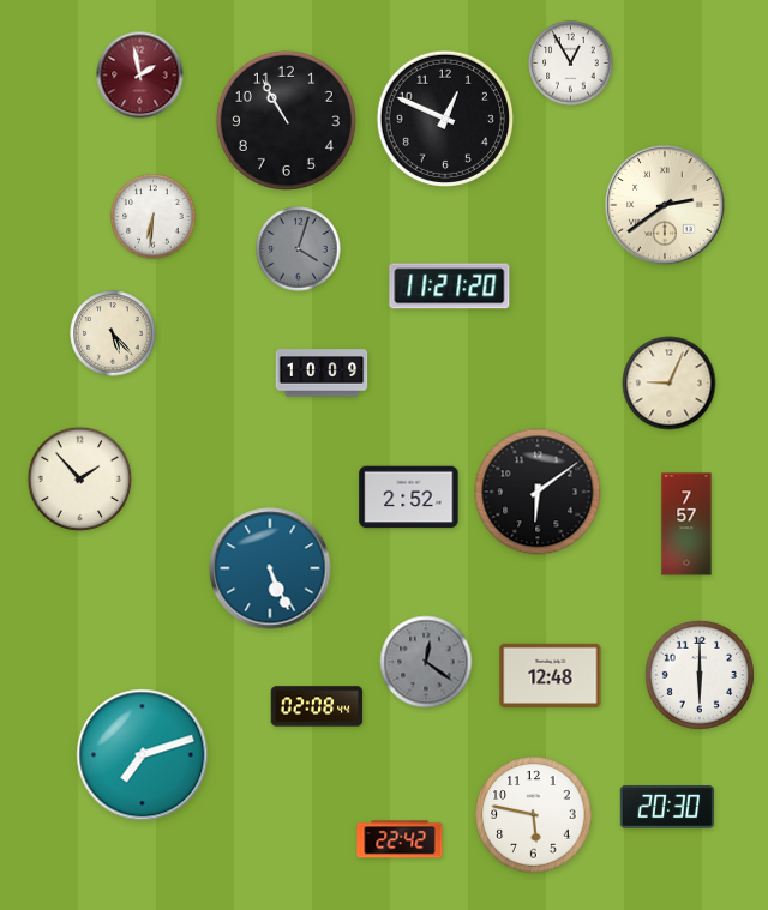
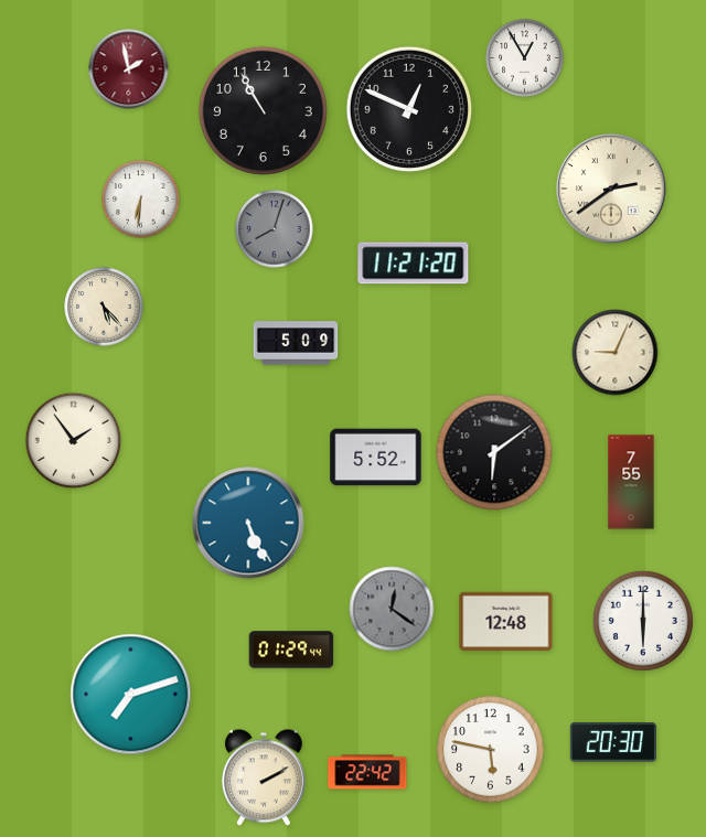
clock at (299, 249): 4:03 -> 8:03
clock at (322, 373): 10:09 -> 5:09
clock at (80, 480): 1:53 -> 1:54
clock at (409, 498): 2:52 -> 5:52
clock at (686, 524): 7:57 -> 7:55
clock at (317, 706): 02:08 -> 01:29
clock at (264, 777): none -> 2:10
